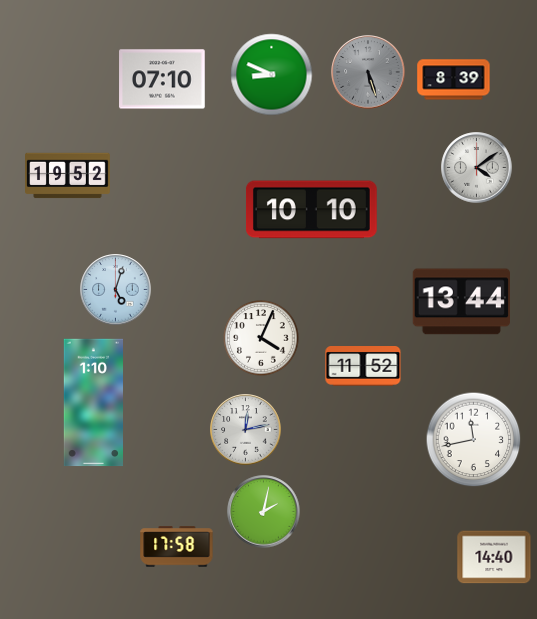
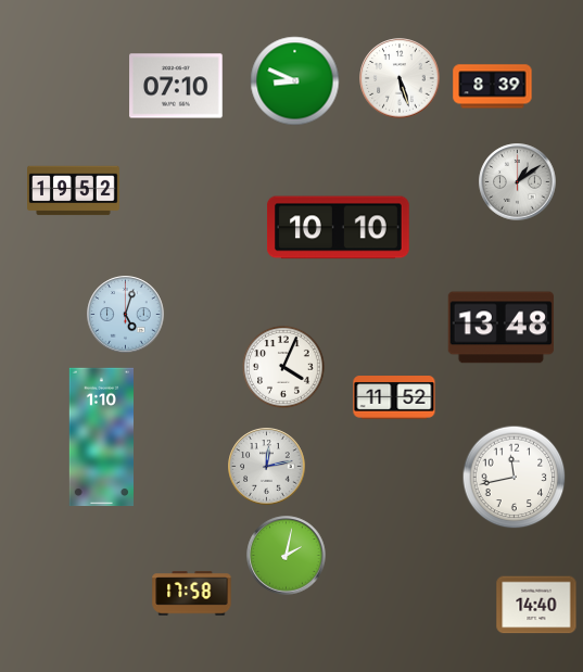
clock at (368, 72) dial: grey -> white
clock at (477, 168): 4:09 -> 1:09
clock at (461, 302): 13:44 -> 13:48
